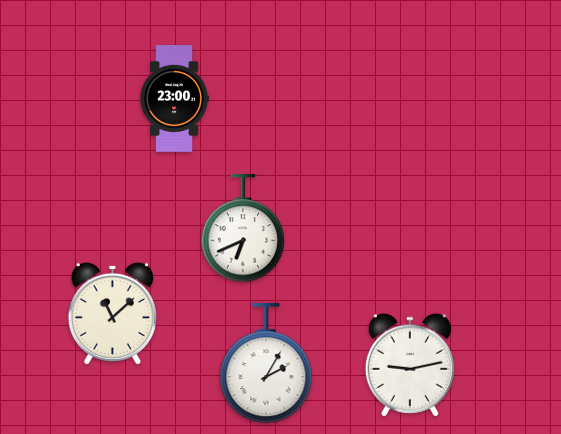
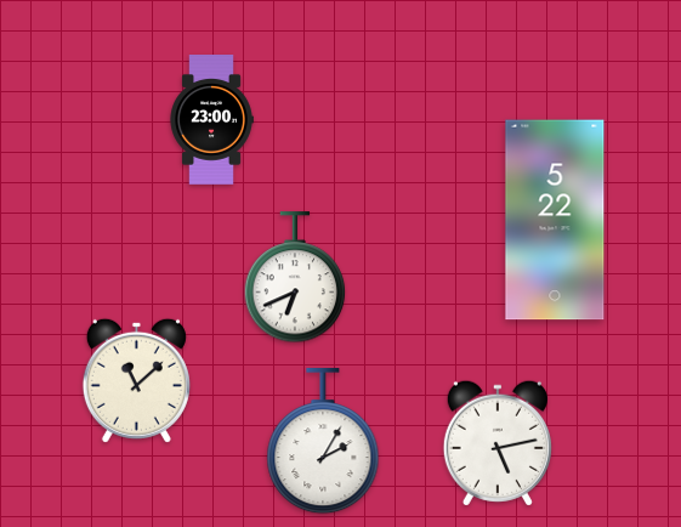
clock at (555, 220): none -> 5:22
clock at (410, 365): 9:13 -> 5:13
